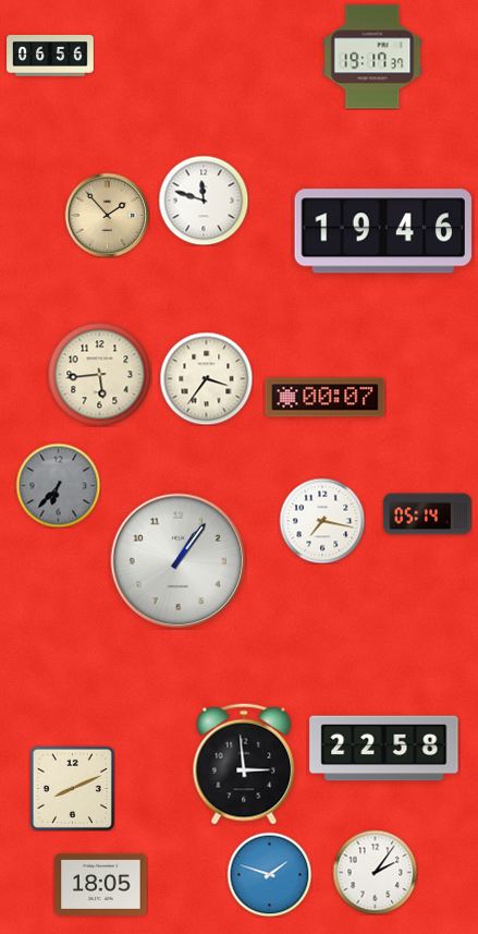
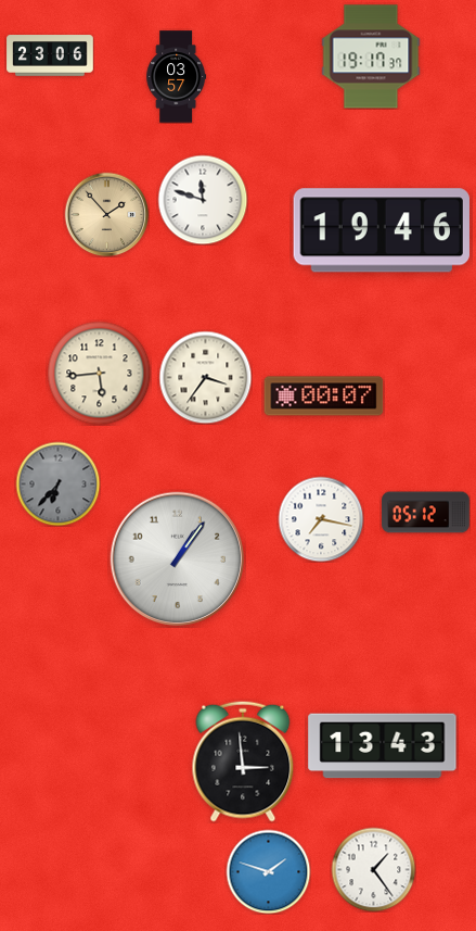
clock at (50, 56): 06:56 -> 23:06
clock at (177, 77): none -> 03:57
clock at (428, 514): 05:14 -> 05:12
clock at (384, 749): 22:58 -> 13:43
clock at (72, 788): 8:11 -> none
clock at (375, 872): 2:06 -> 1:24
clock at (101, 884): 18:05 -> none
